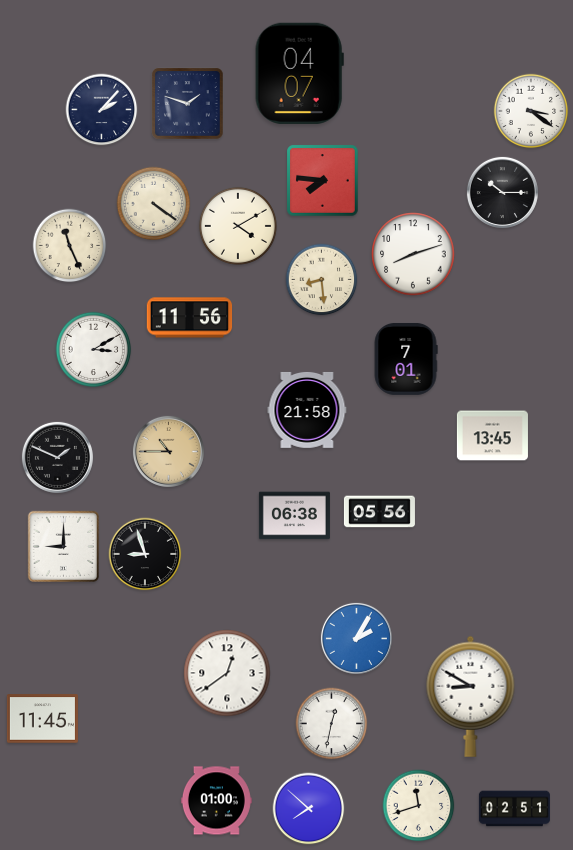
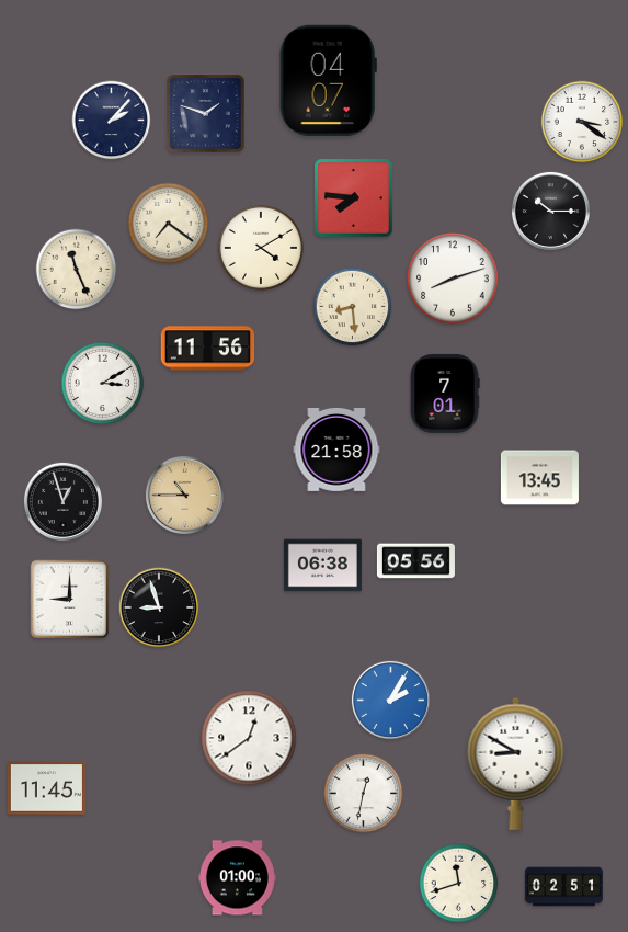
clock at (154, 204): 4:21 -> 7:21
clock at (57, 457): 1:49 -> 12:57
clock at (309, 809): 7:52 -> none
